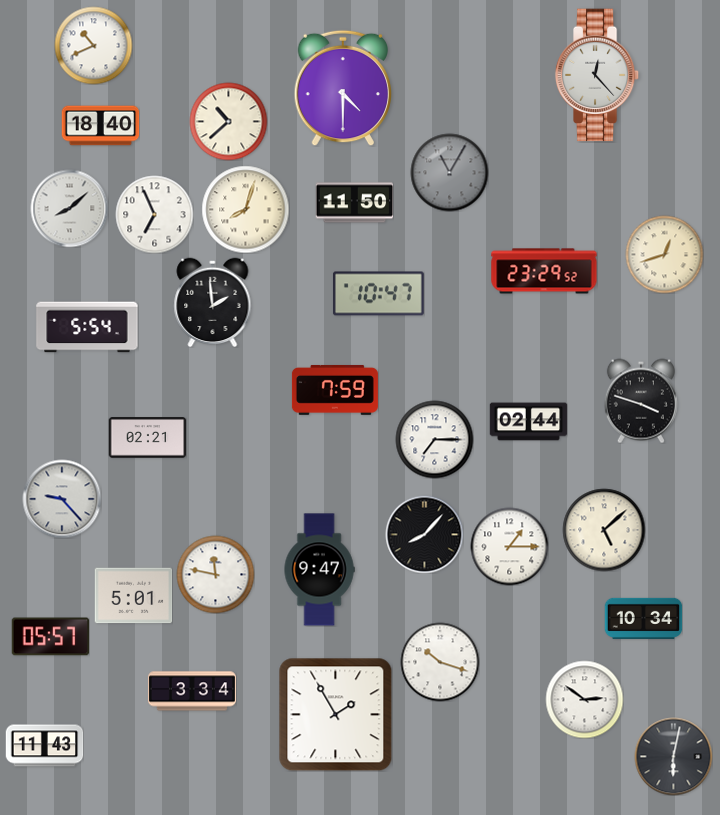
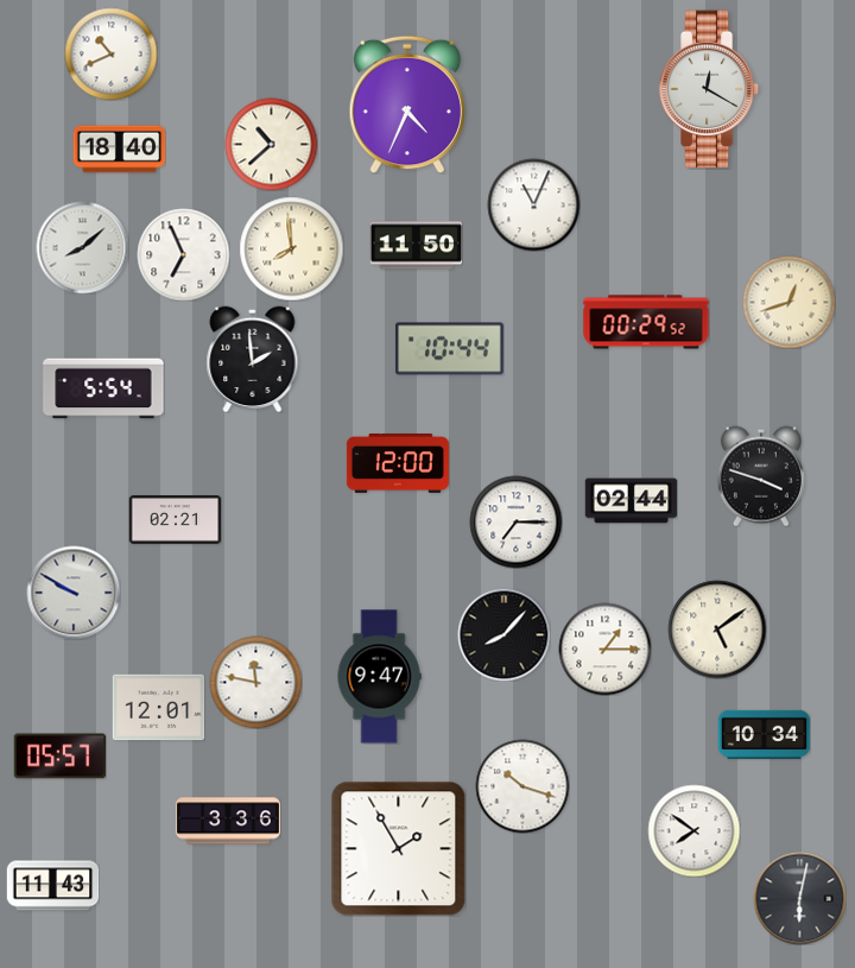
clock at (597, 75): 12:23 -> 12:20
clock at (343, 88): 4:30 -> 4:34
clock at (449, 172): 11:05 -> 11:04
clock at (449, 172) dial: grey -> white
clock at (354, 203) position: (354, 203) -> (416, 246)
clock at (245, 209): 8:03 -> 7:59
clock at (544, 271): 23:29 -> 00:29
clock at (378, 294): 10:47 -> 10:44
clock at (335, 390): 7:59 -> 12:00
clock at (528, 422) position: (528, 422) -> (631, 501)
clock at (62, 499): 9:23 -> 9:50
clock at (604, 530): 5:08 -> 5:09
clock at (133, 596): 5:01 -> 12:01
clock at (192, 691): 3:34 -> 3:36
clock at (584, 699): 2:51 -> 7:51
